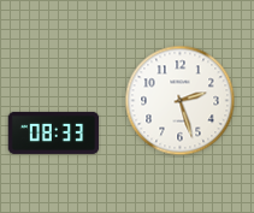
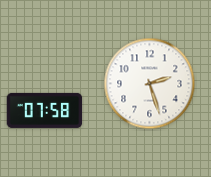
clock at (54, 132): 08:33 -> 07:58
